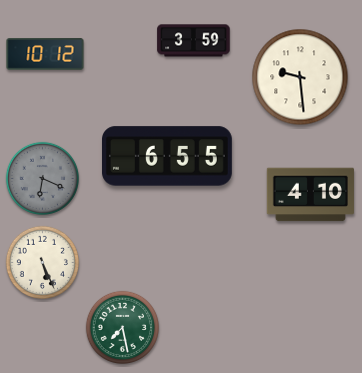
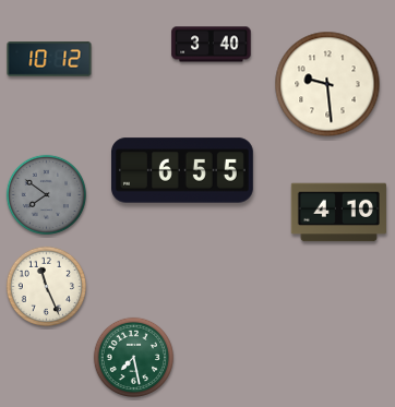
clock at (194, 41): 3:59 -> 3:40
clock at (42, 178): 6:19 -> 7:51
clock at (42, 262): 5:26 -> 11:26
